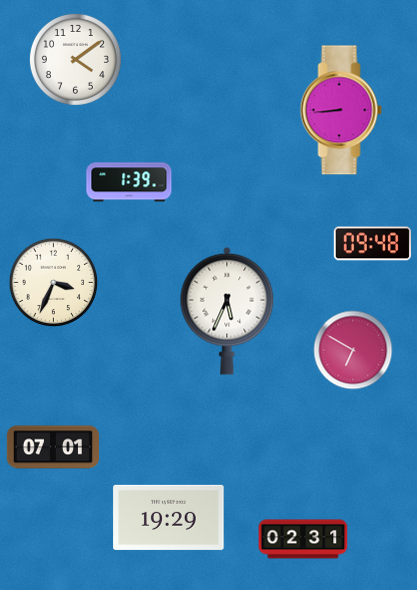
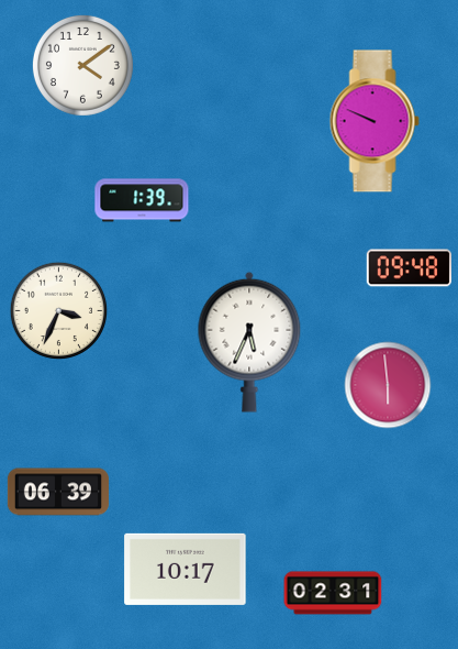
clock at (341, 110): 8:44 -> 9:49
clock at (353, 350): 6:50 -> 5:59
clock at (53, 447): 07:01 -> 06:39
clock at (169, 517): 19:29 -> 10:17
